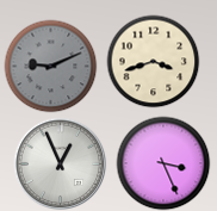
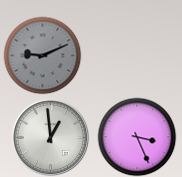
clock at (153, 61): 3:42 -> none
clock at (60, 163): 12:56 -> 12:59
